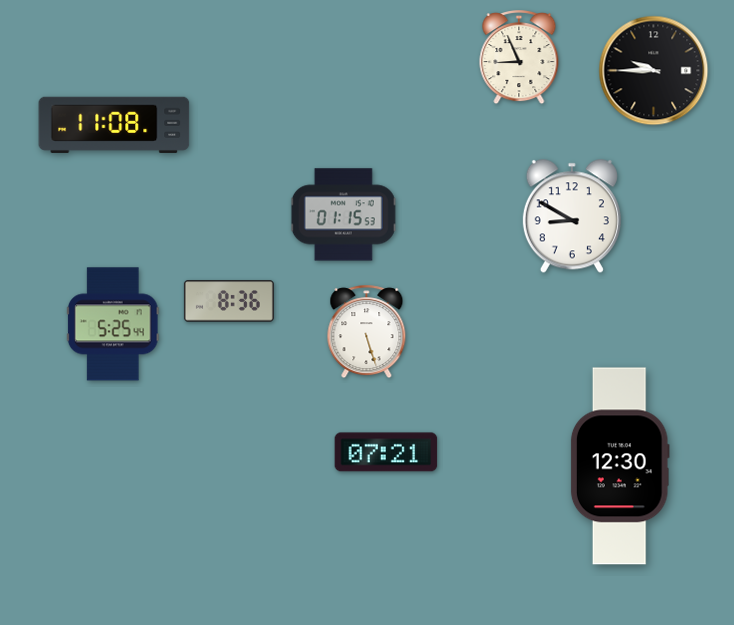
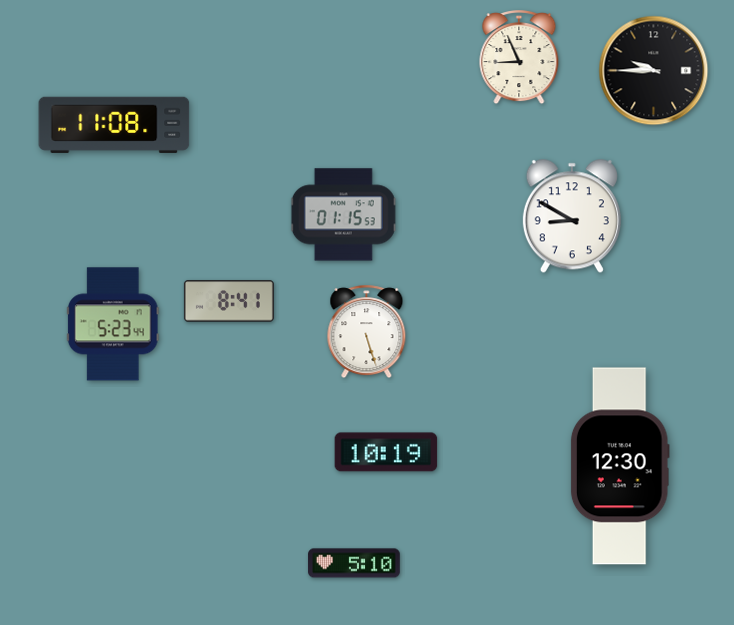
clock at (229, 301): 8:36 -> 8:41
clock at (113, 324): 5:25 -> 5:23
clock at (386, 452): 07:21 -> 10:19
clock at (354, 563): none -> 5:10
